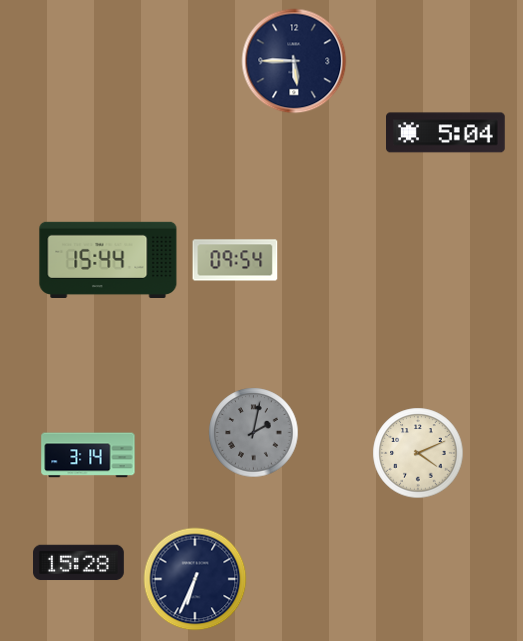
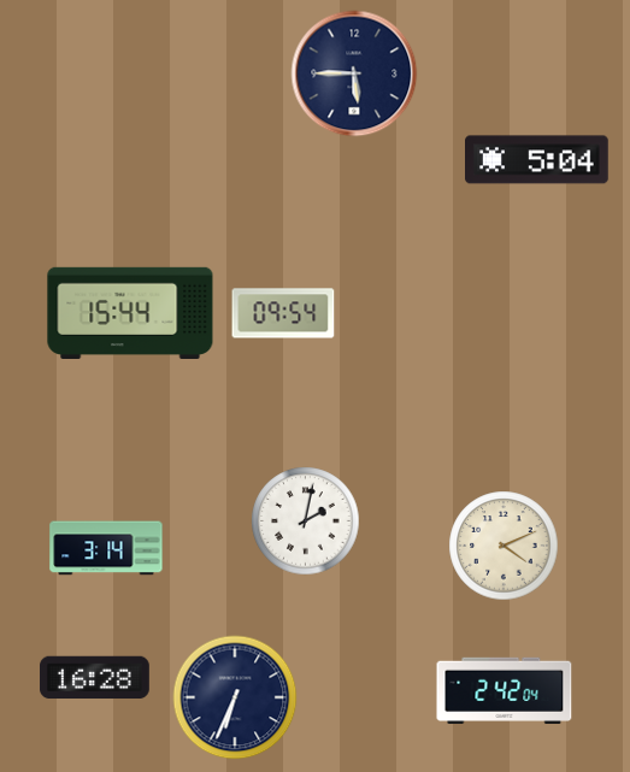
clock at (254, 433) dial: grey -> white
clock at (79, 563): 15:28 -> 16:28
clock at (505, 690): none -> 2:42
